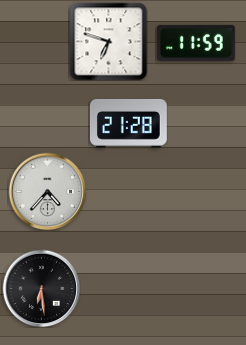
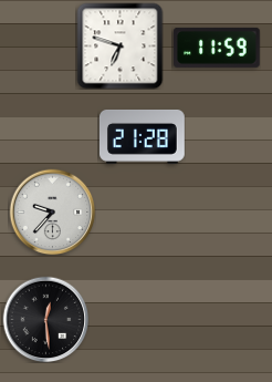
clock at (47, 191): 4:37 -> 9:37
clock at (41, 288): 6:29 -> 12:29
